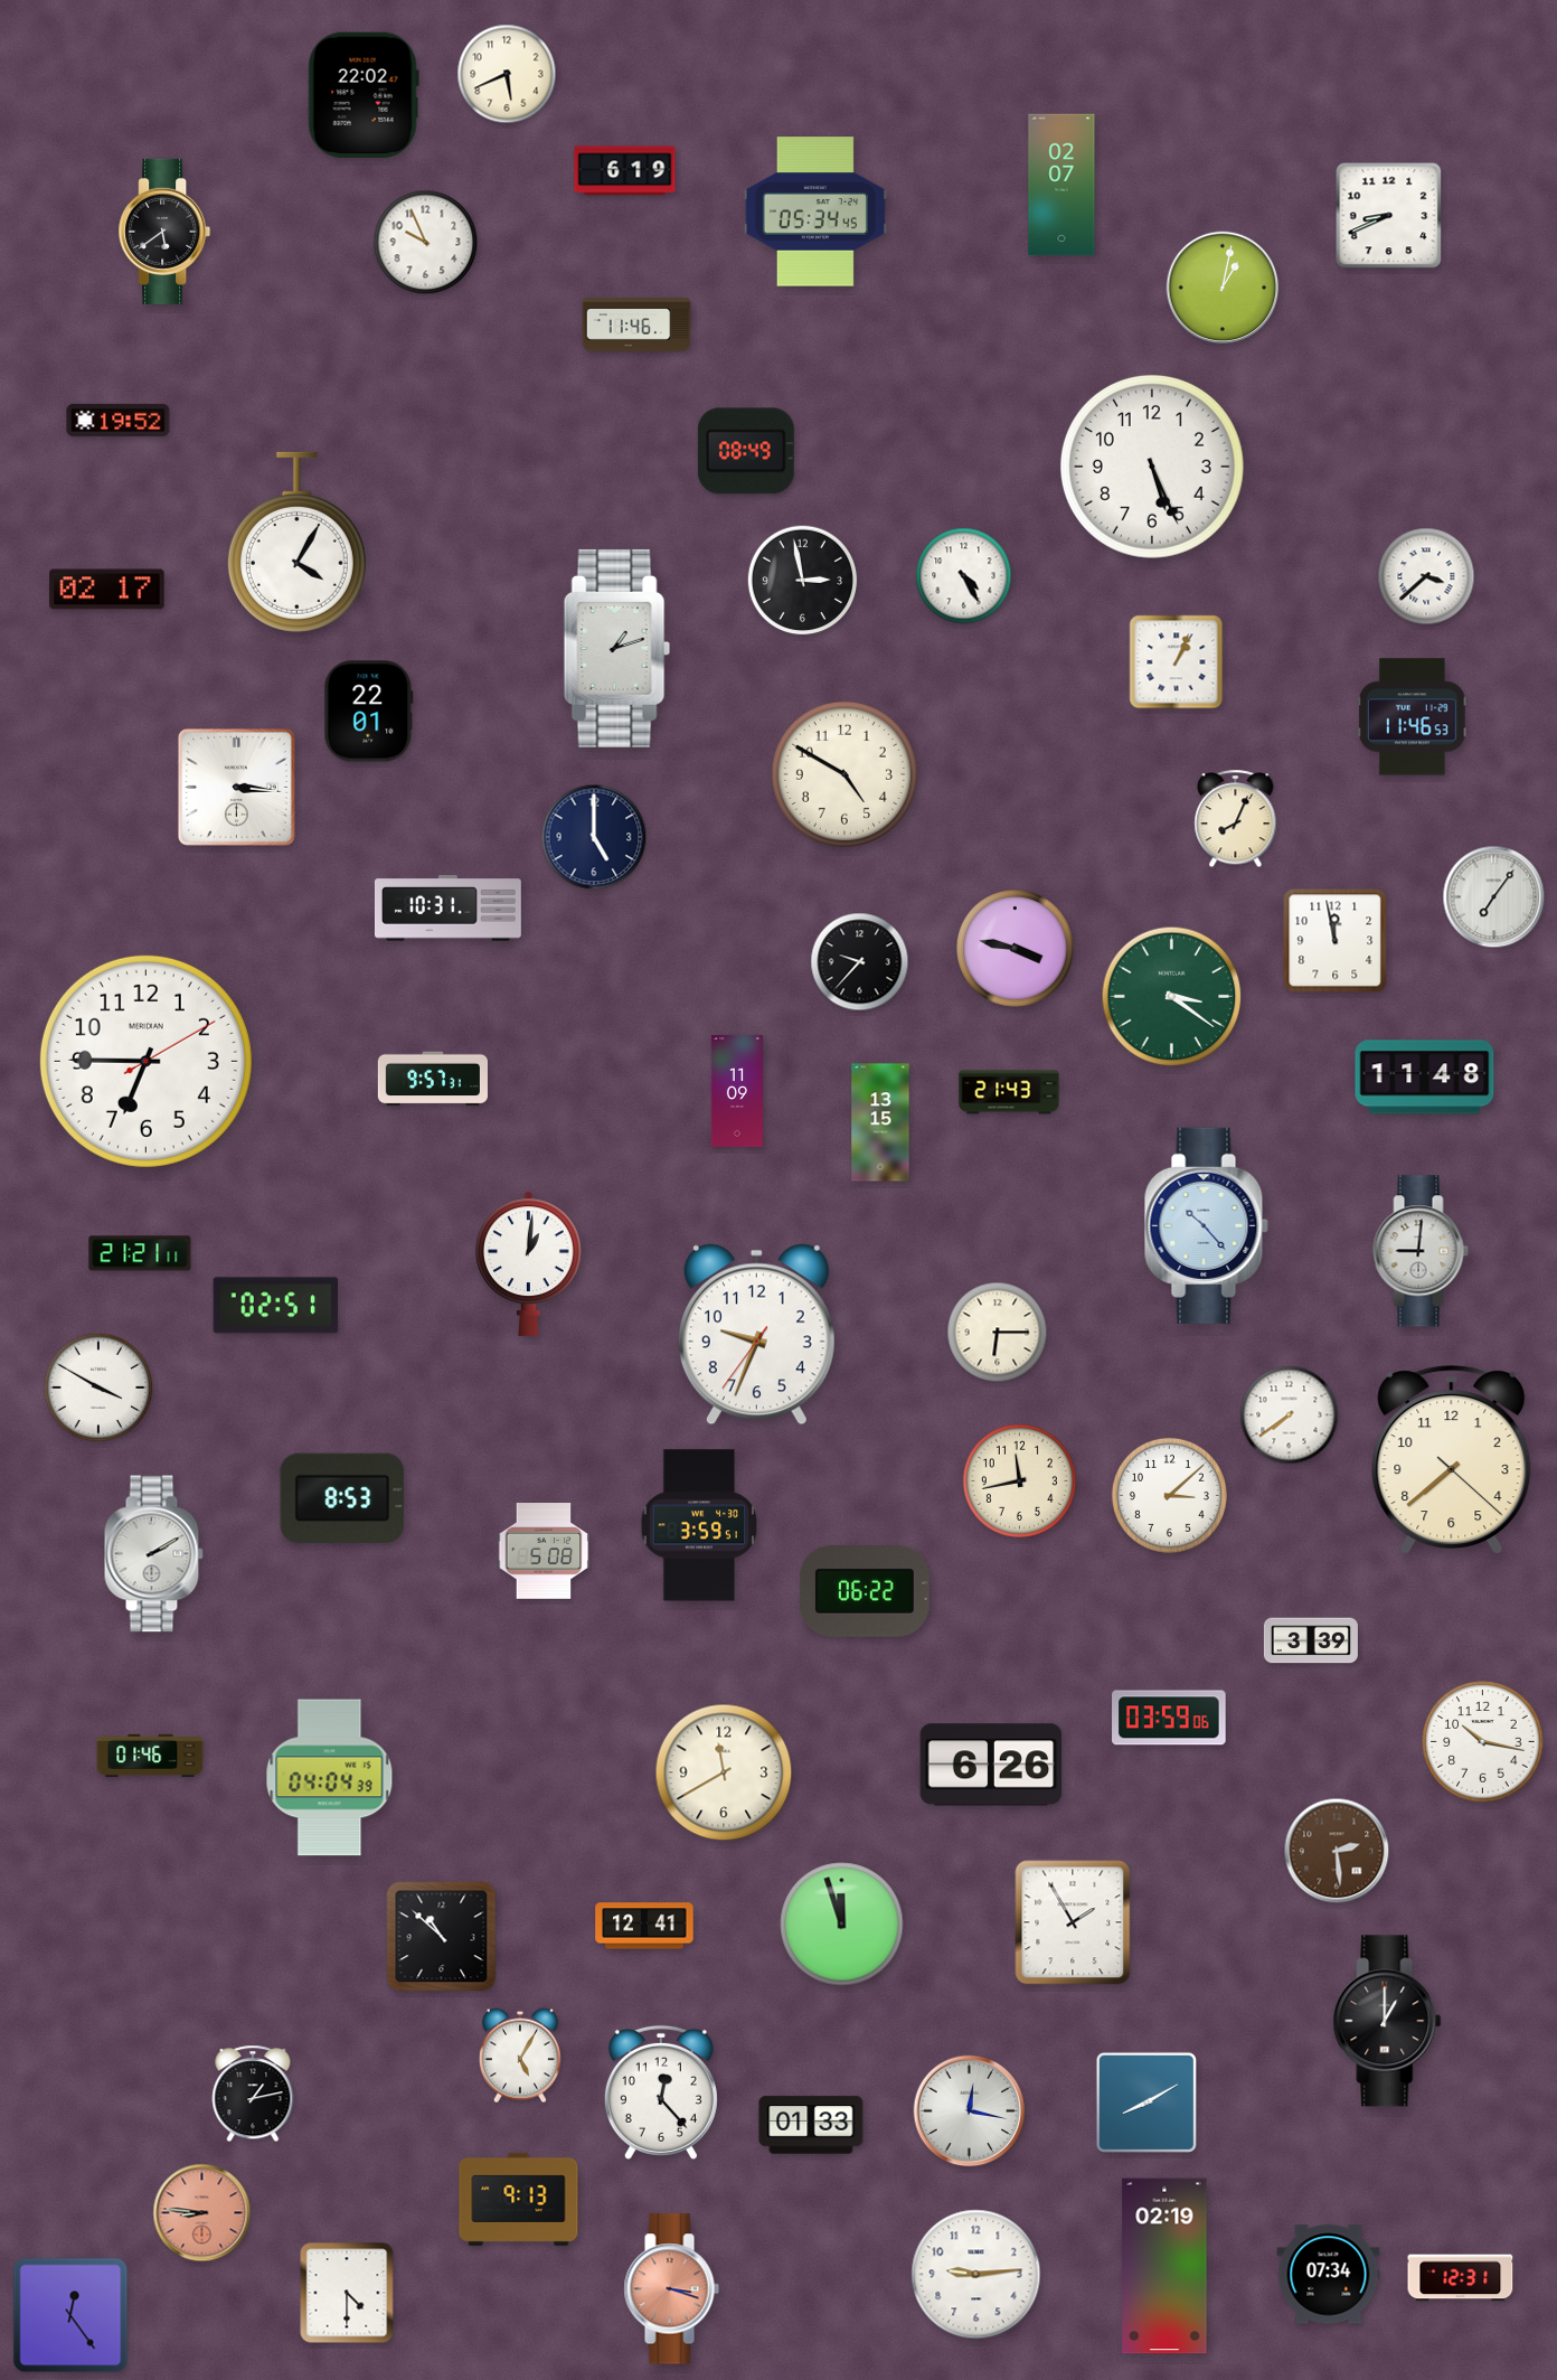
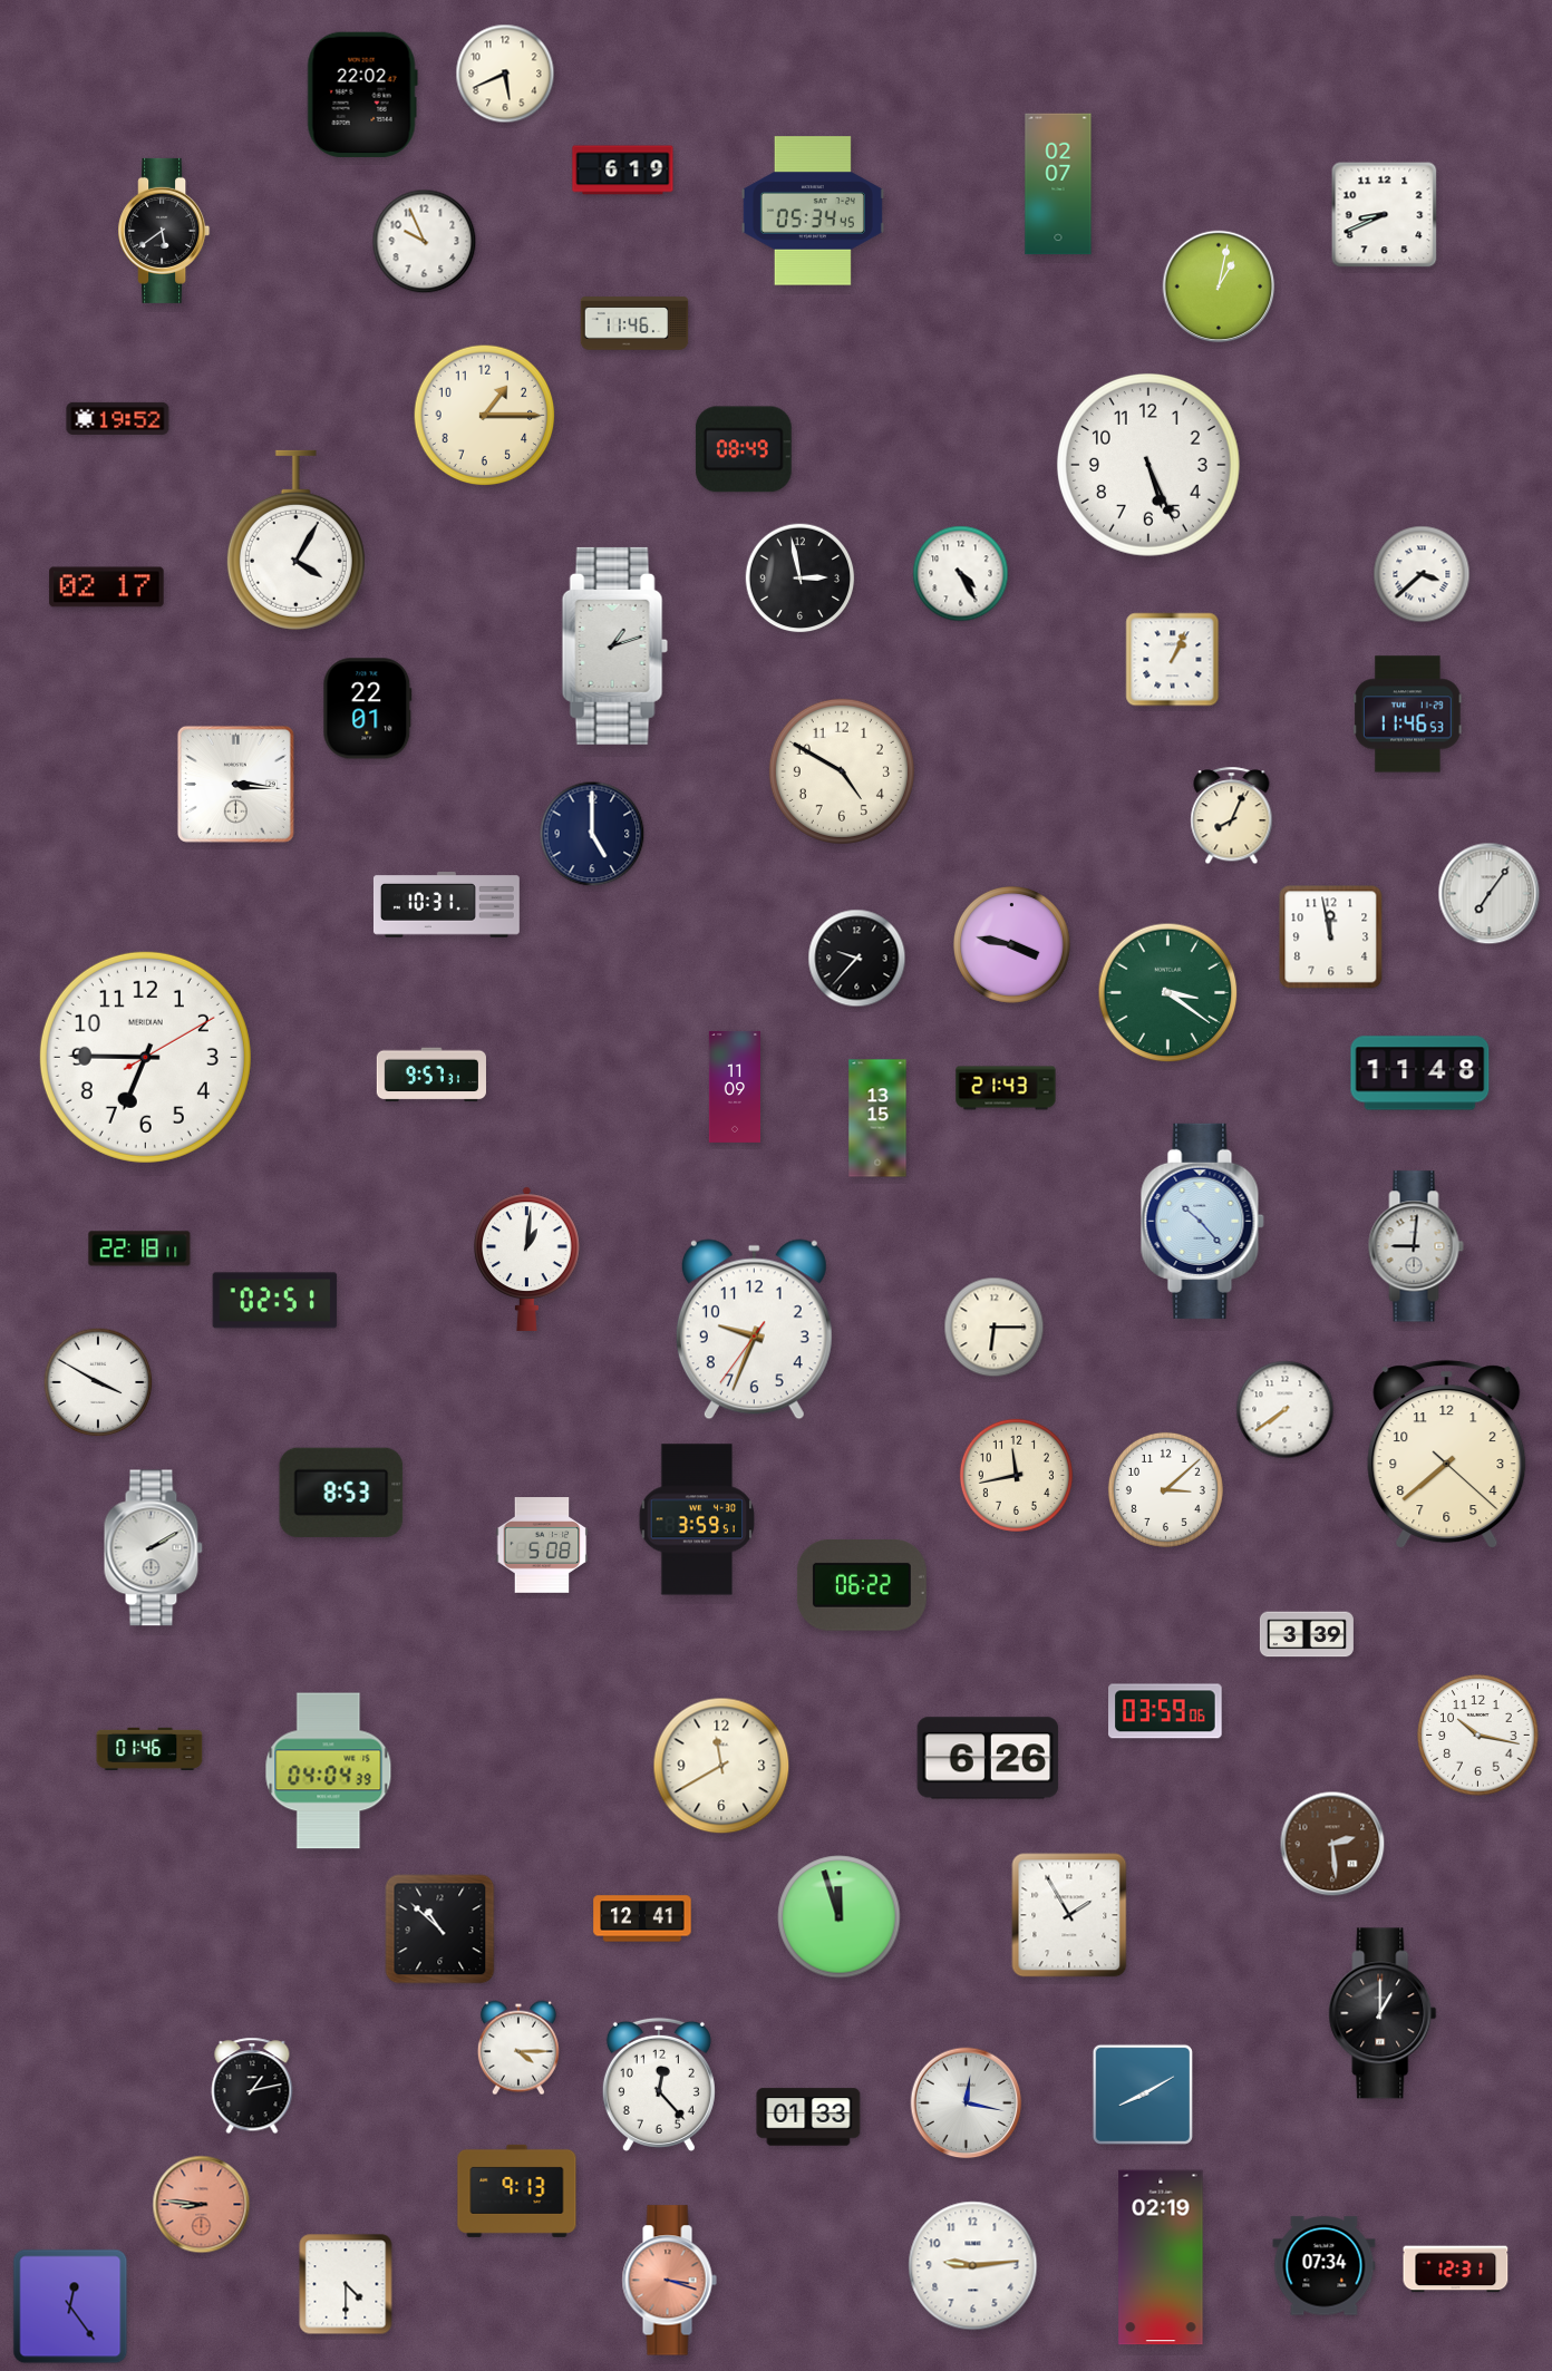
clock at (485, 416): none -> 1:15
clock at (140, 1253): 21:21 -> 22:18
clock at (520, 2056): 5:05 -> 4:15
